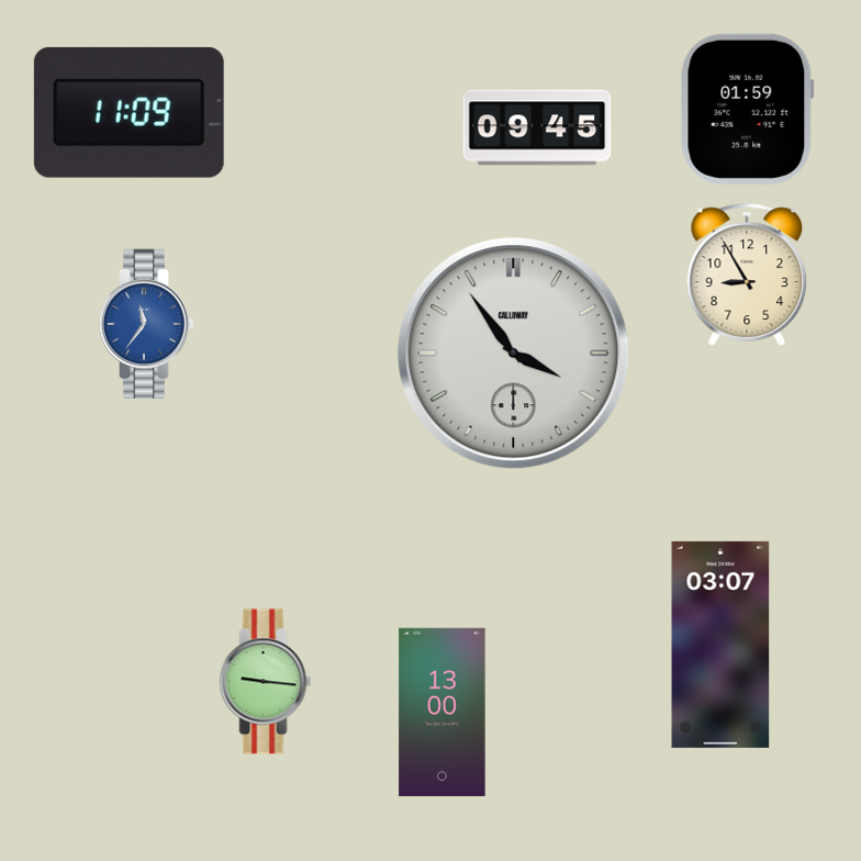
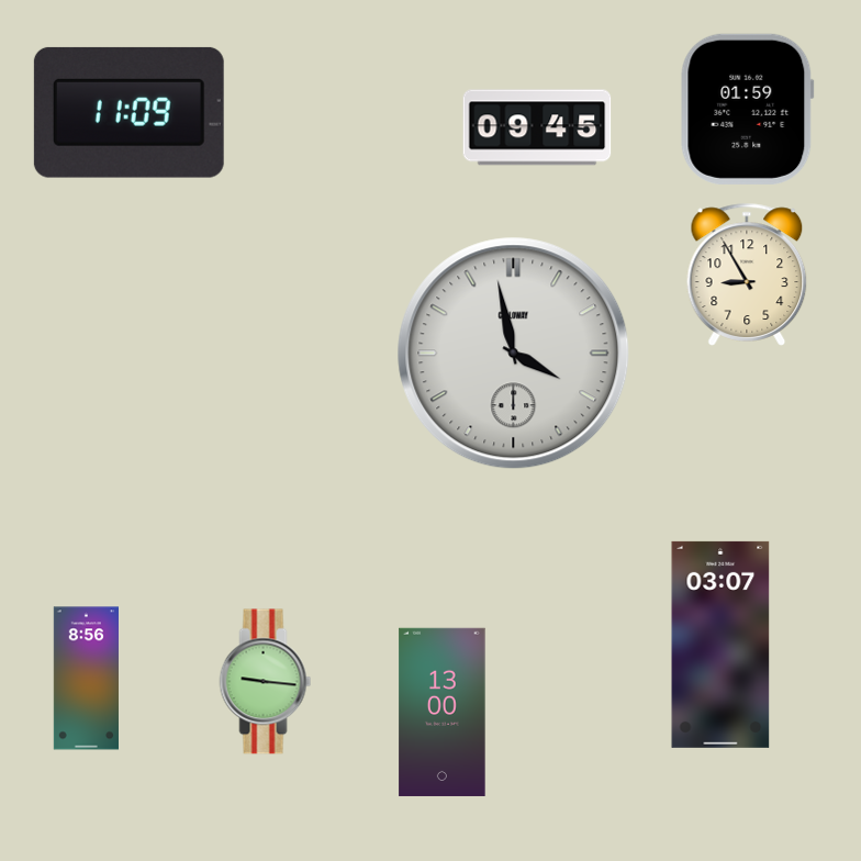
clock at (146, 323): 11:36 -> none
clock at (514, 354): 3:54 -> 3:58
clock at (86, 679): none -> 8:56
